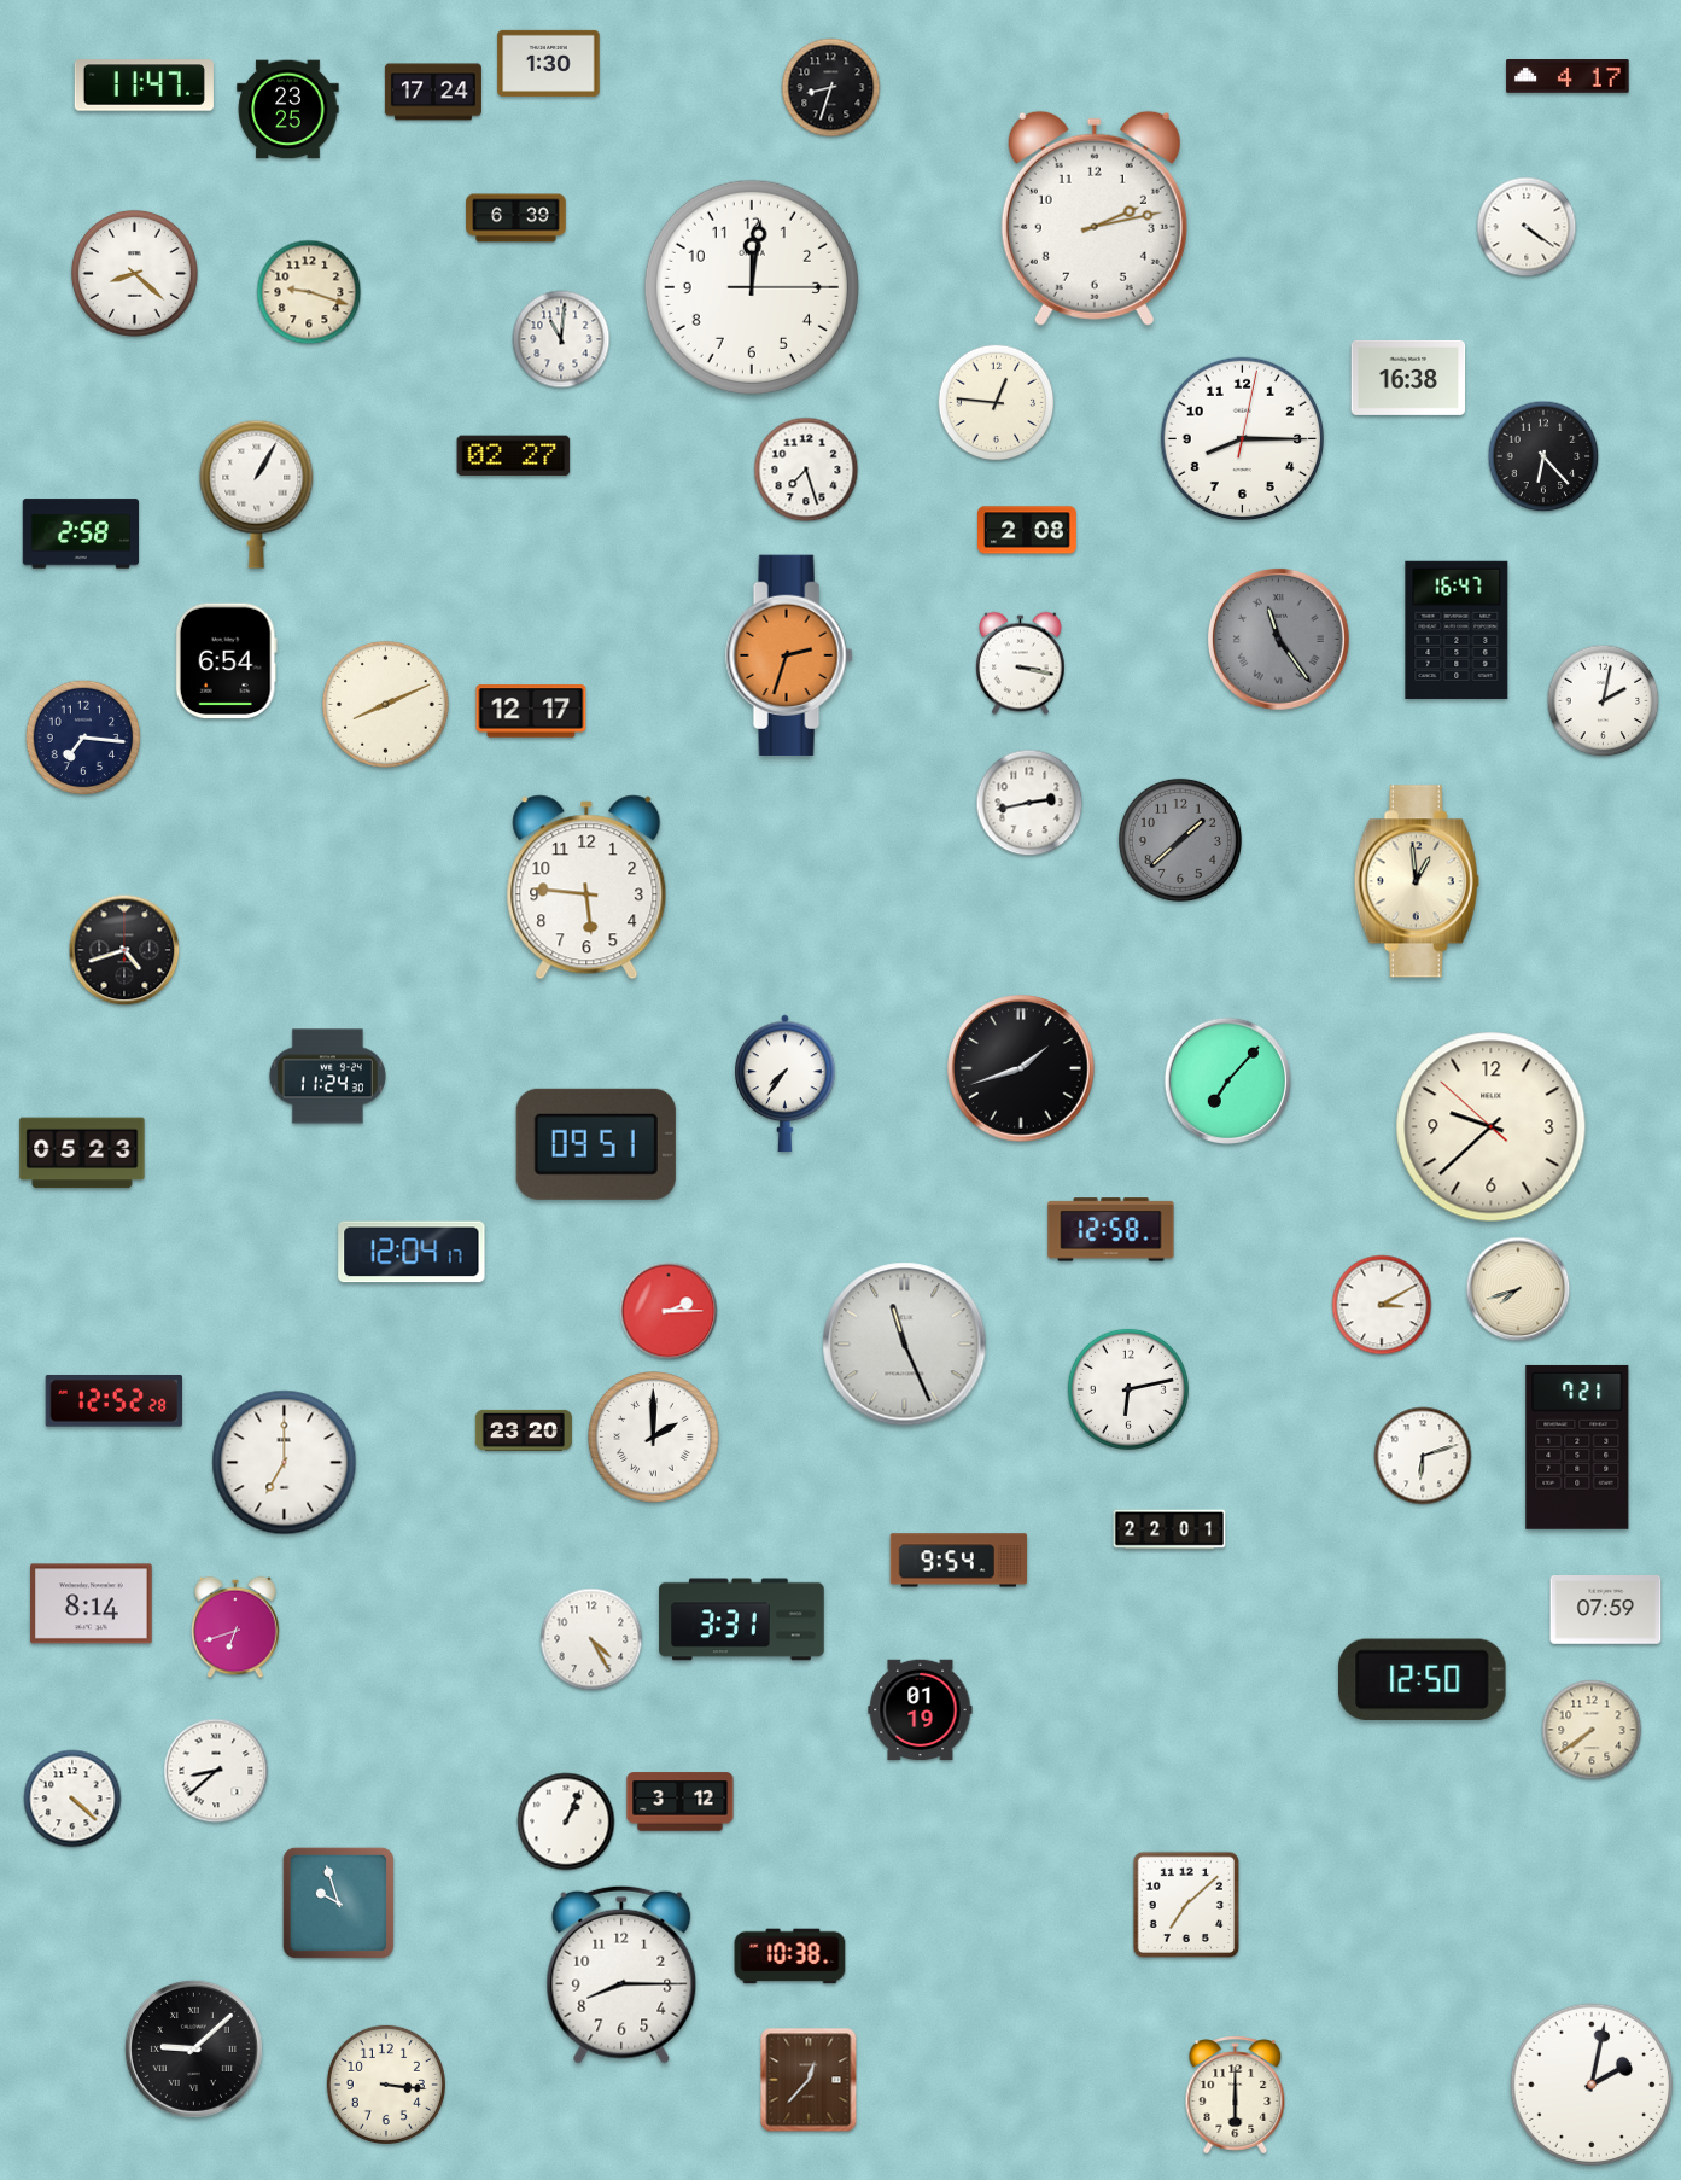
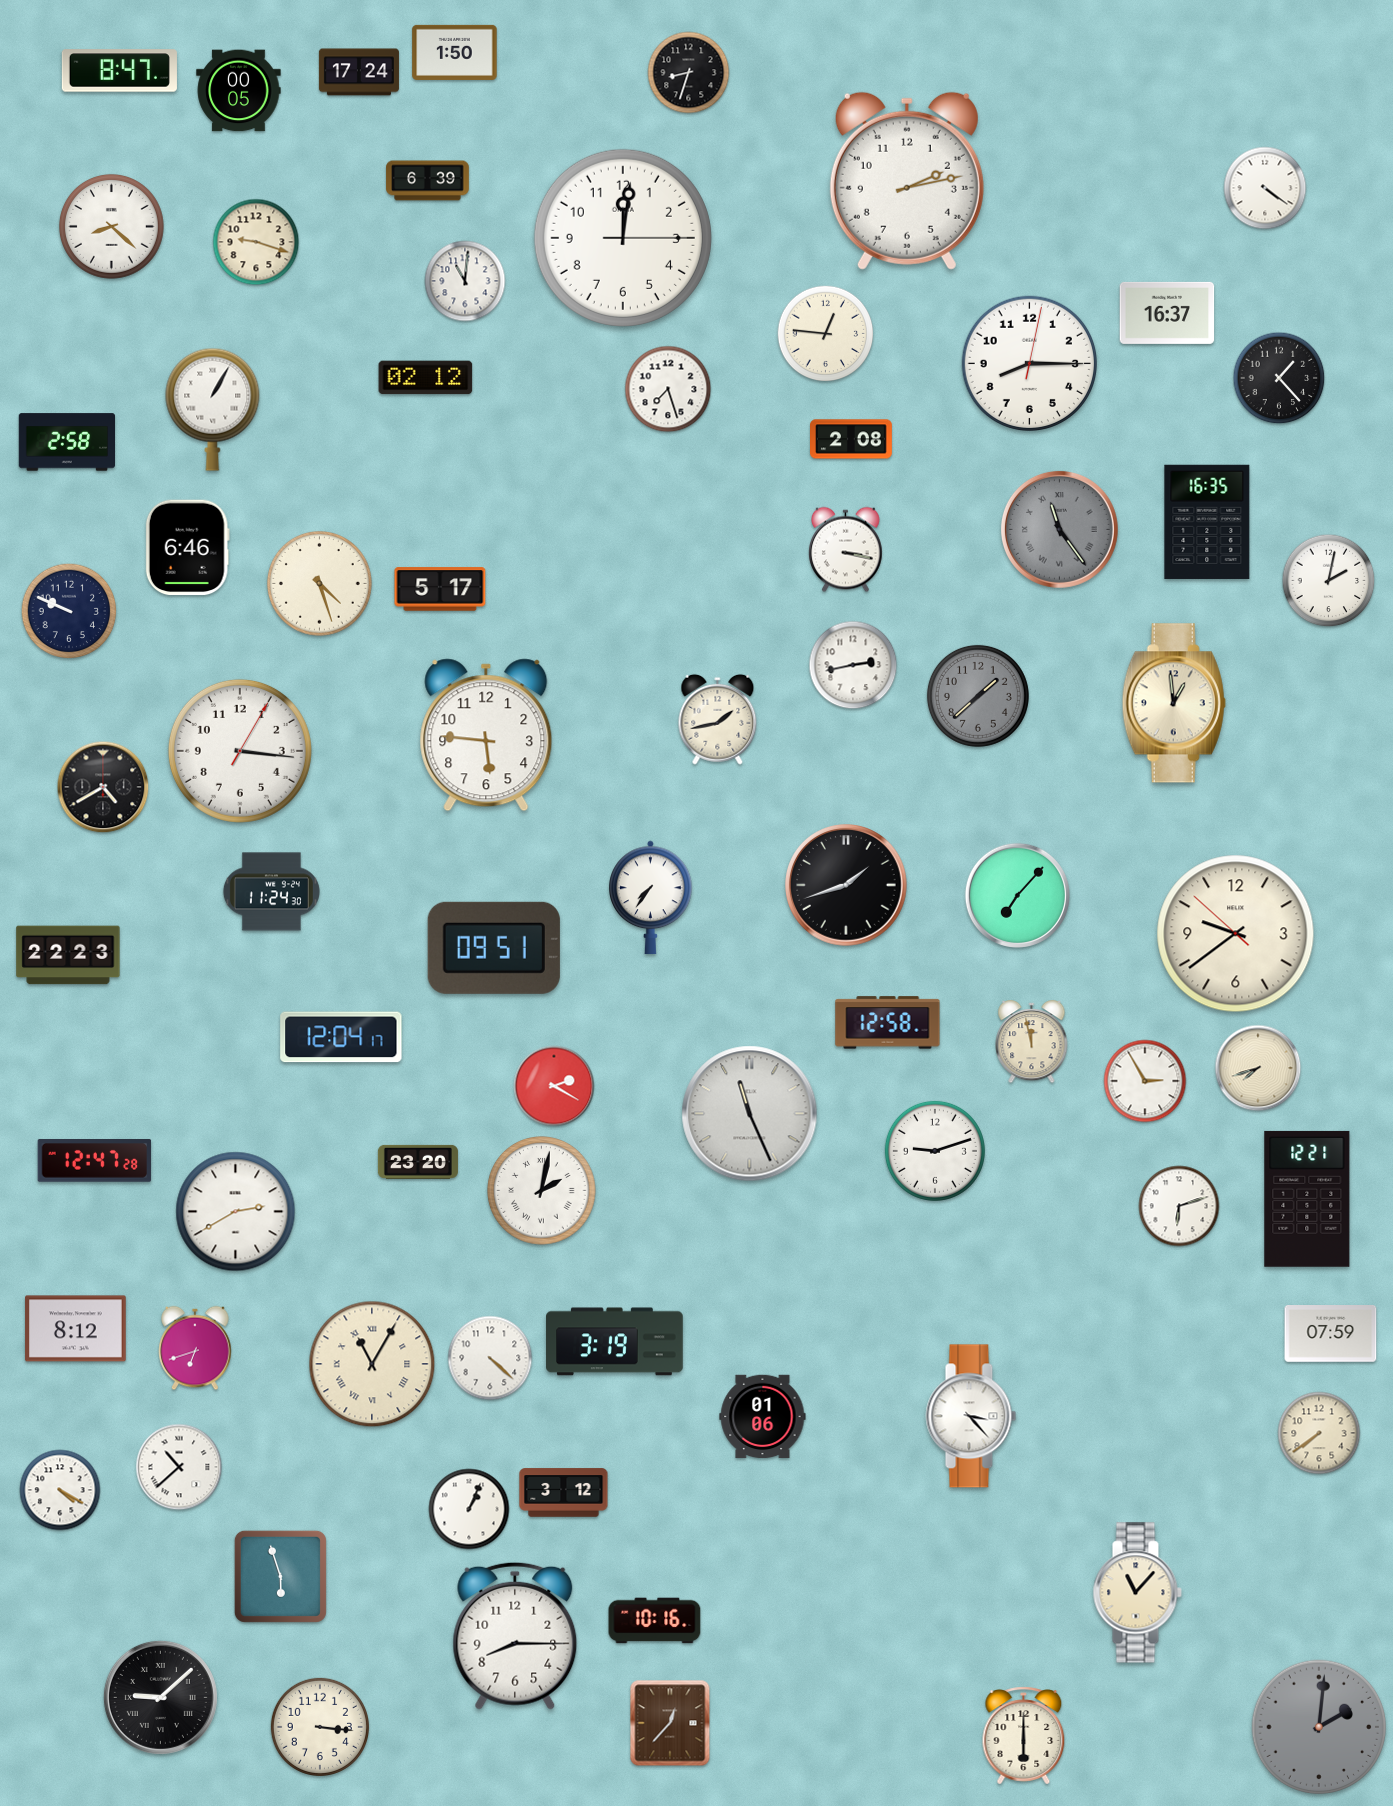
clock at (549, 63): 1:30 -> 1:50
clock at (1568, 76): 4:17 -> none
clock at (144, 86): 11:47 -> 8:47
clock at (433, 92) position: (433, 92) -> (359, 72)
clock at (288, 110): 23:25 -> 00:05
clock at (1408, 378): 16:38 -> 16:37
clock at (514, 456): 02:27 -> 02:12
clock at (1543, 456): 6:23 -> 1:23
clock at (1457, 630): 16:47 -> 16:35
clock at (789, 655): 2:33 -> none
clock at (226, 661): 6:54 -> 6:46
clock at (385, 704): 8:11 -> 4:27
clock at (531, 711): 12:17 -> 5:17
clock at (83, 738): 7:16 -> 9:49
clock at (718, 719): none -> 1:43
clock at (1417, 881) position: (1417, 881) -> (1174, 703)
clock at (240, 751): none -> 3:16
clock at (124, 950): 4:42 -> 4:40
clock at (1492, 1127): 9:37 -> 9:38
clock at (82, 1153): 05:23 -> 22:23
clock at (1111, 1230) position: (1111, 1230) -> (888, 1023)
clock at (1032, 1043): none -> 11:58
clock at (1382, 1305): 3:10 -> 2:55
clock at (669, 1311): 2:15 -> 2:20
clock at (1128, 1389): 6:13 -> 9:12
clock at (115, 1401): 12:52 -> 12:47
clock at (524, 1430) position: (524, 1430) -> (418, 1162)
clock at (654, 1438): 2:00 -> 2:02
clock at (1577, 1447): 7:21 -> 12:21
clock at (285, 1463): 7:00 -> 2:40
clock at (1169, 1529): 22:01 -> none
clock at (959, 1561): 9:54 -> none
clock at (92, 1604): 8:14 -> 8:12
clock at (742, 1620): 3:31 -> 3:19
clock at (591, 1639): 4:25 -> 4:22
clock at (372, 1364): none -> 11:05
clock at (1423, 1679): 12:50 -> none
clock at (971, 1416): none -> 3:23
clock at (921, 1710): 01:19 -> 01:06
clock at (216, 1771): 8:38 -> 10:38
clock at (72, 1799): 4:22 -> 4:20
clock at (338, 1902): 9:57 -> 5:57
clock at (1185, 1904): 7:08 -> none
clock at (1137, 1593): none -> 11:07
clock at (790, 1957): 10:38 -> 10:16
clock at (1592, 2085): 2:02 -> 2:01
clock at (1592, 2085) dial: white -> grey
